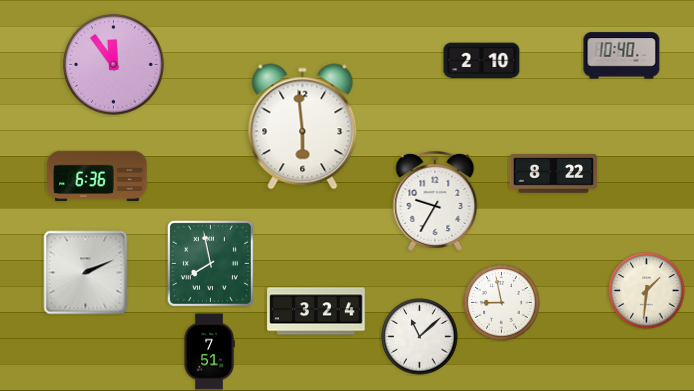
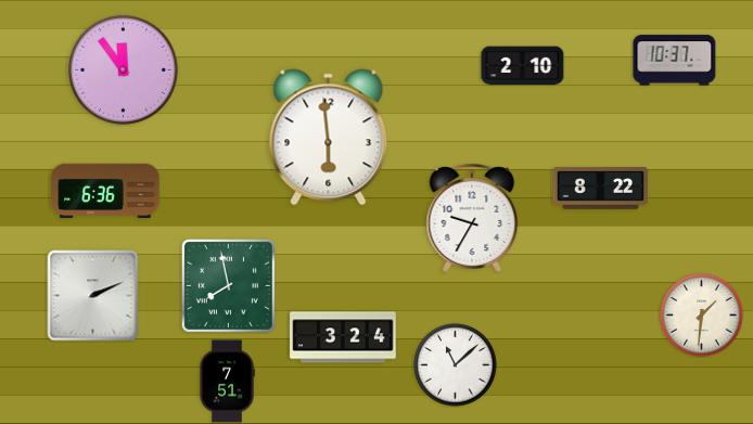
clock at (622, 56): 10:40 -> 10:37
clock at (502, 303): 8:58 -> none
